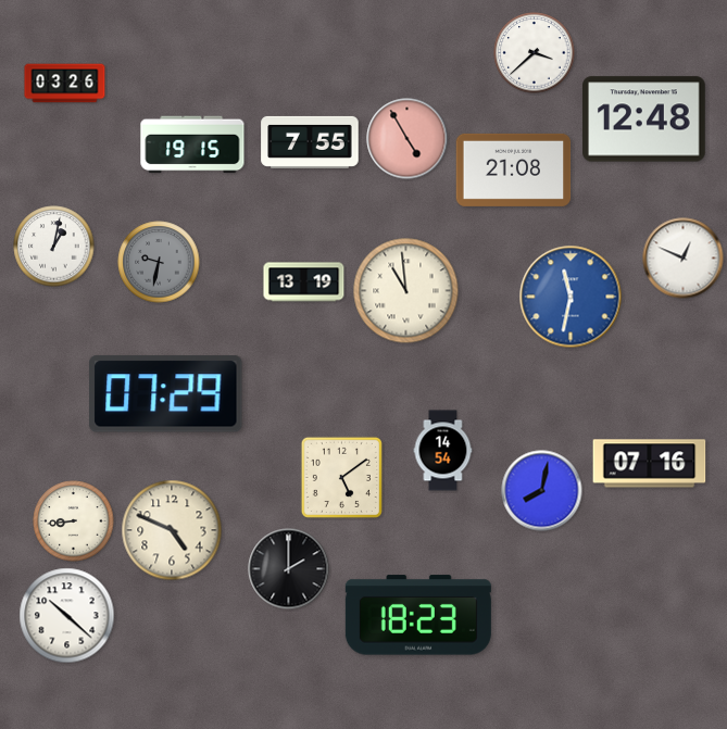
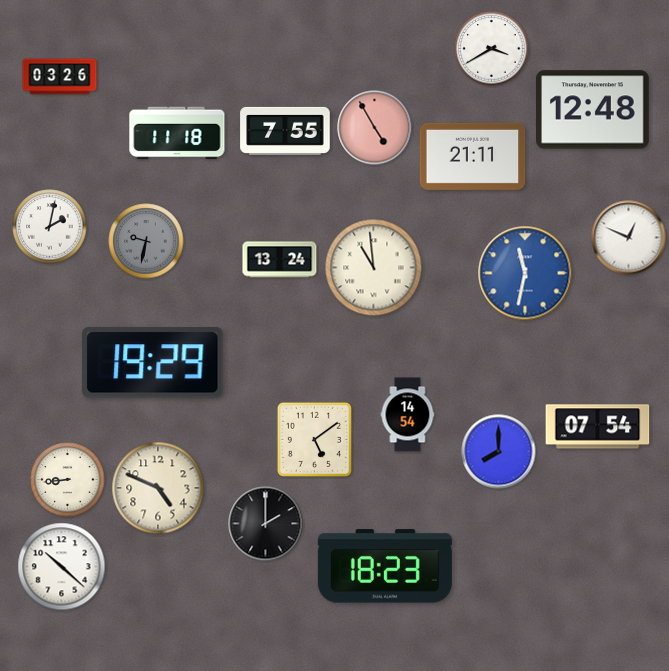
clock at (535, 53): 3:38 -> 3:40
clock at (192, 144): 19:15 -> 11:18
clock at (514, 169): 21:08 -> 21:11
clock at (54, 247): 1:02 -> 2:02
clock at (304, 282): 13:19 -> 13:24
clock at (166, 394): 07:29 -> 19:29
clock at (650, 464): 07:16 -> 07:54
clock at (542, 491): 8:02 -> 8:00
